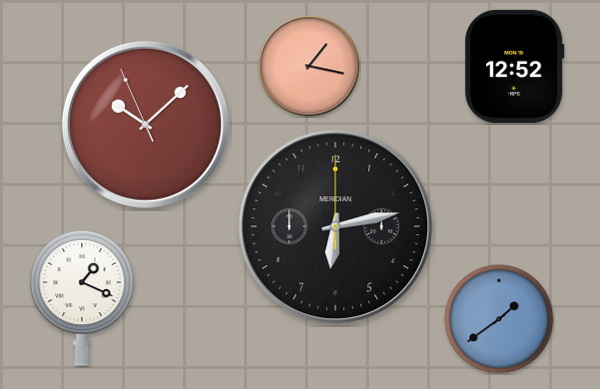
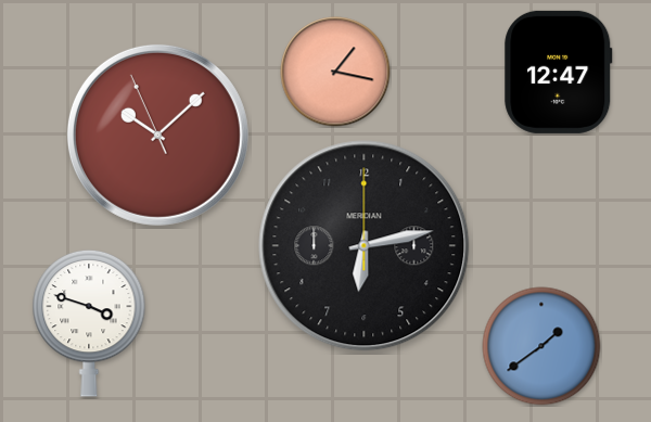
clock at (515, 66): 12:52 -> 12:47
clock at (82, 298): 1:19 -> 3:48
